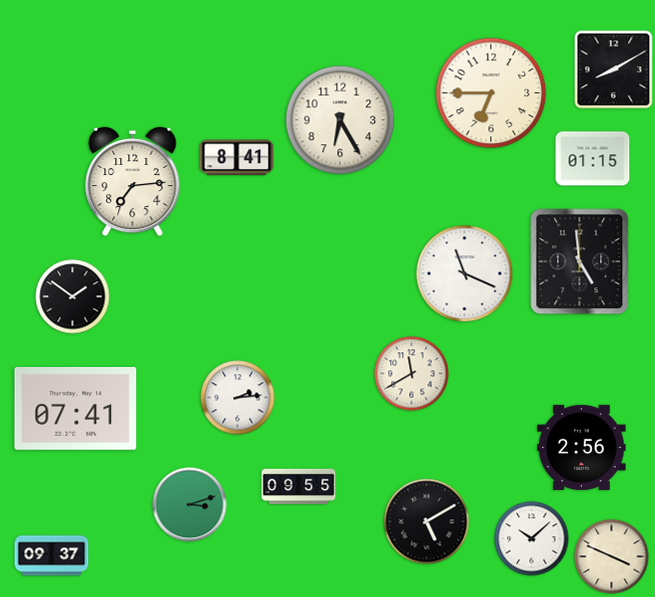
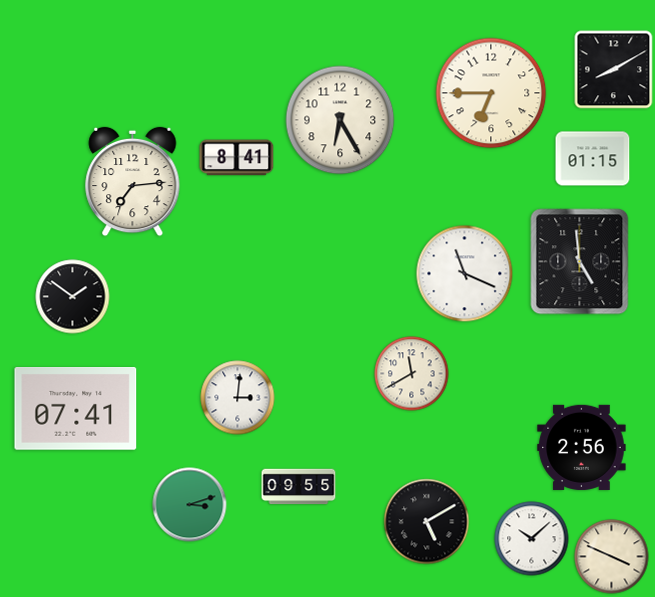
clock at (238, 398): 2:14 -> 3:01
clock at (52, 556): 09:37 -> none
